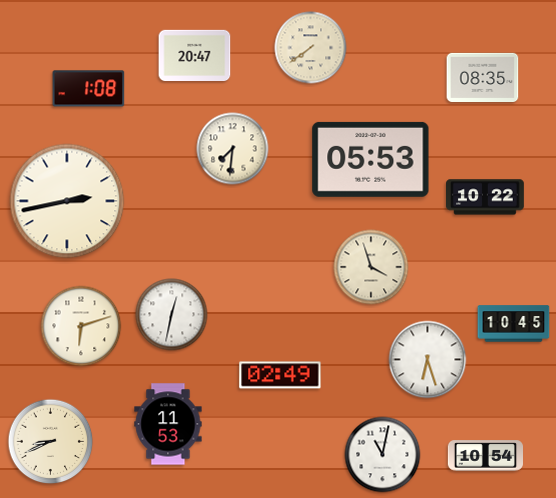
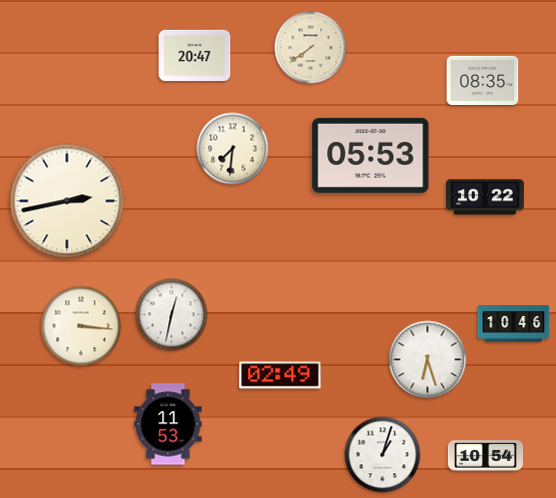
clock at (483, 77) position: (483, 77) -> (483, 80)
clock at (89, 89): 1:08 -> none
clock at (371, 159) position: (371, 159) -> (371, 155)
clock at (371, 267): 3:57 -> none
clock at (514, 324): 10:45 -> 10:46
clock at (81, 326): 6:12 -> 3:16
clock at (51, 442): 8:41 -> none
clock at (383, 455): 11:02 -> 1:03
